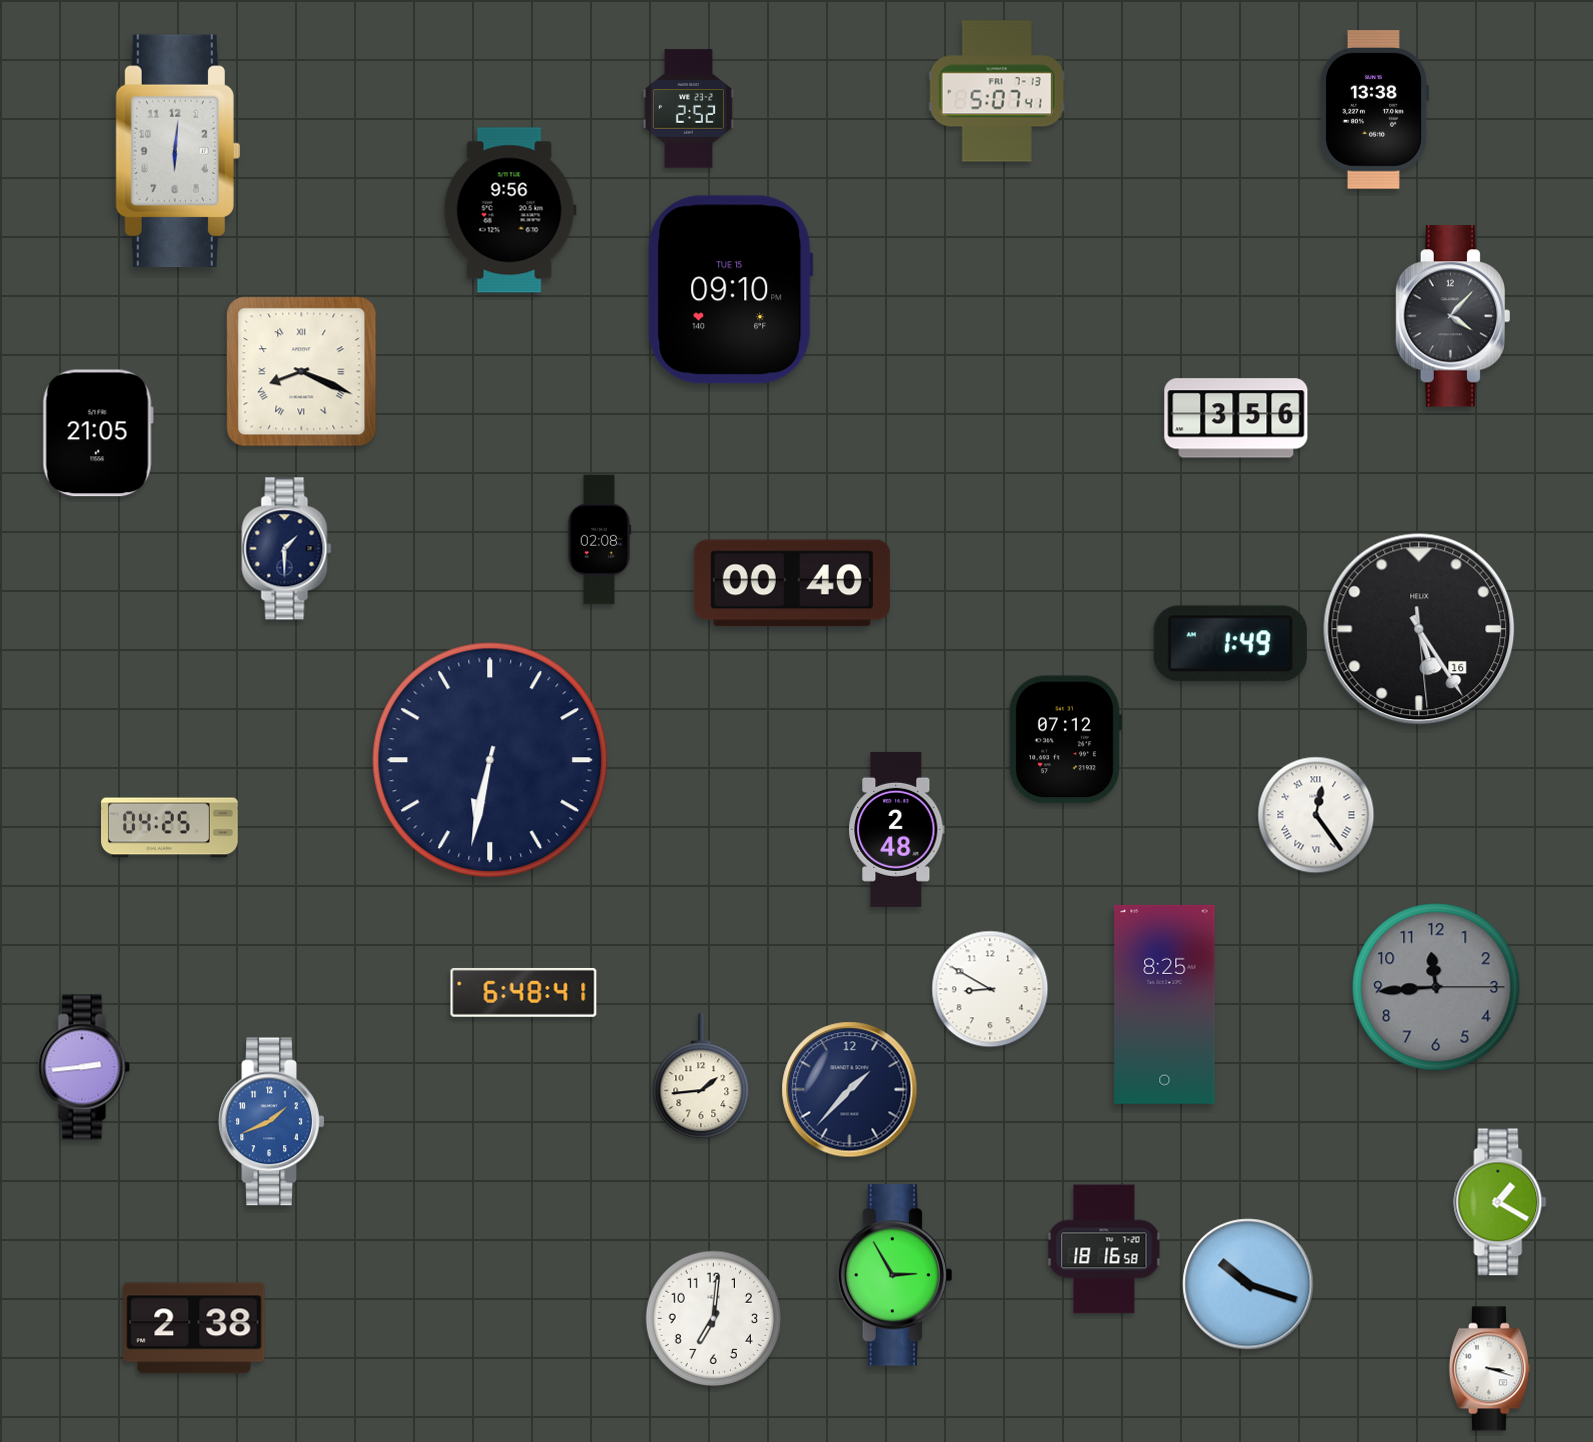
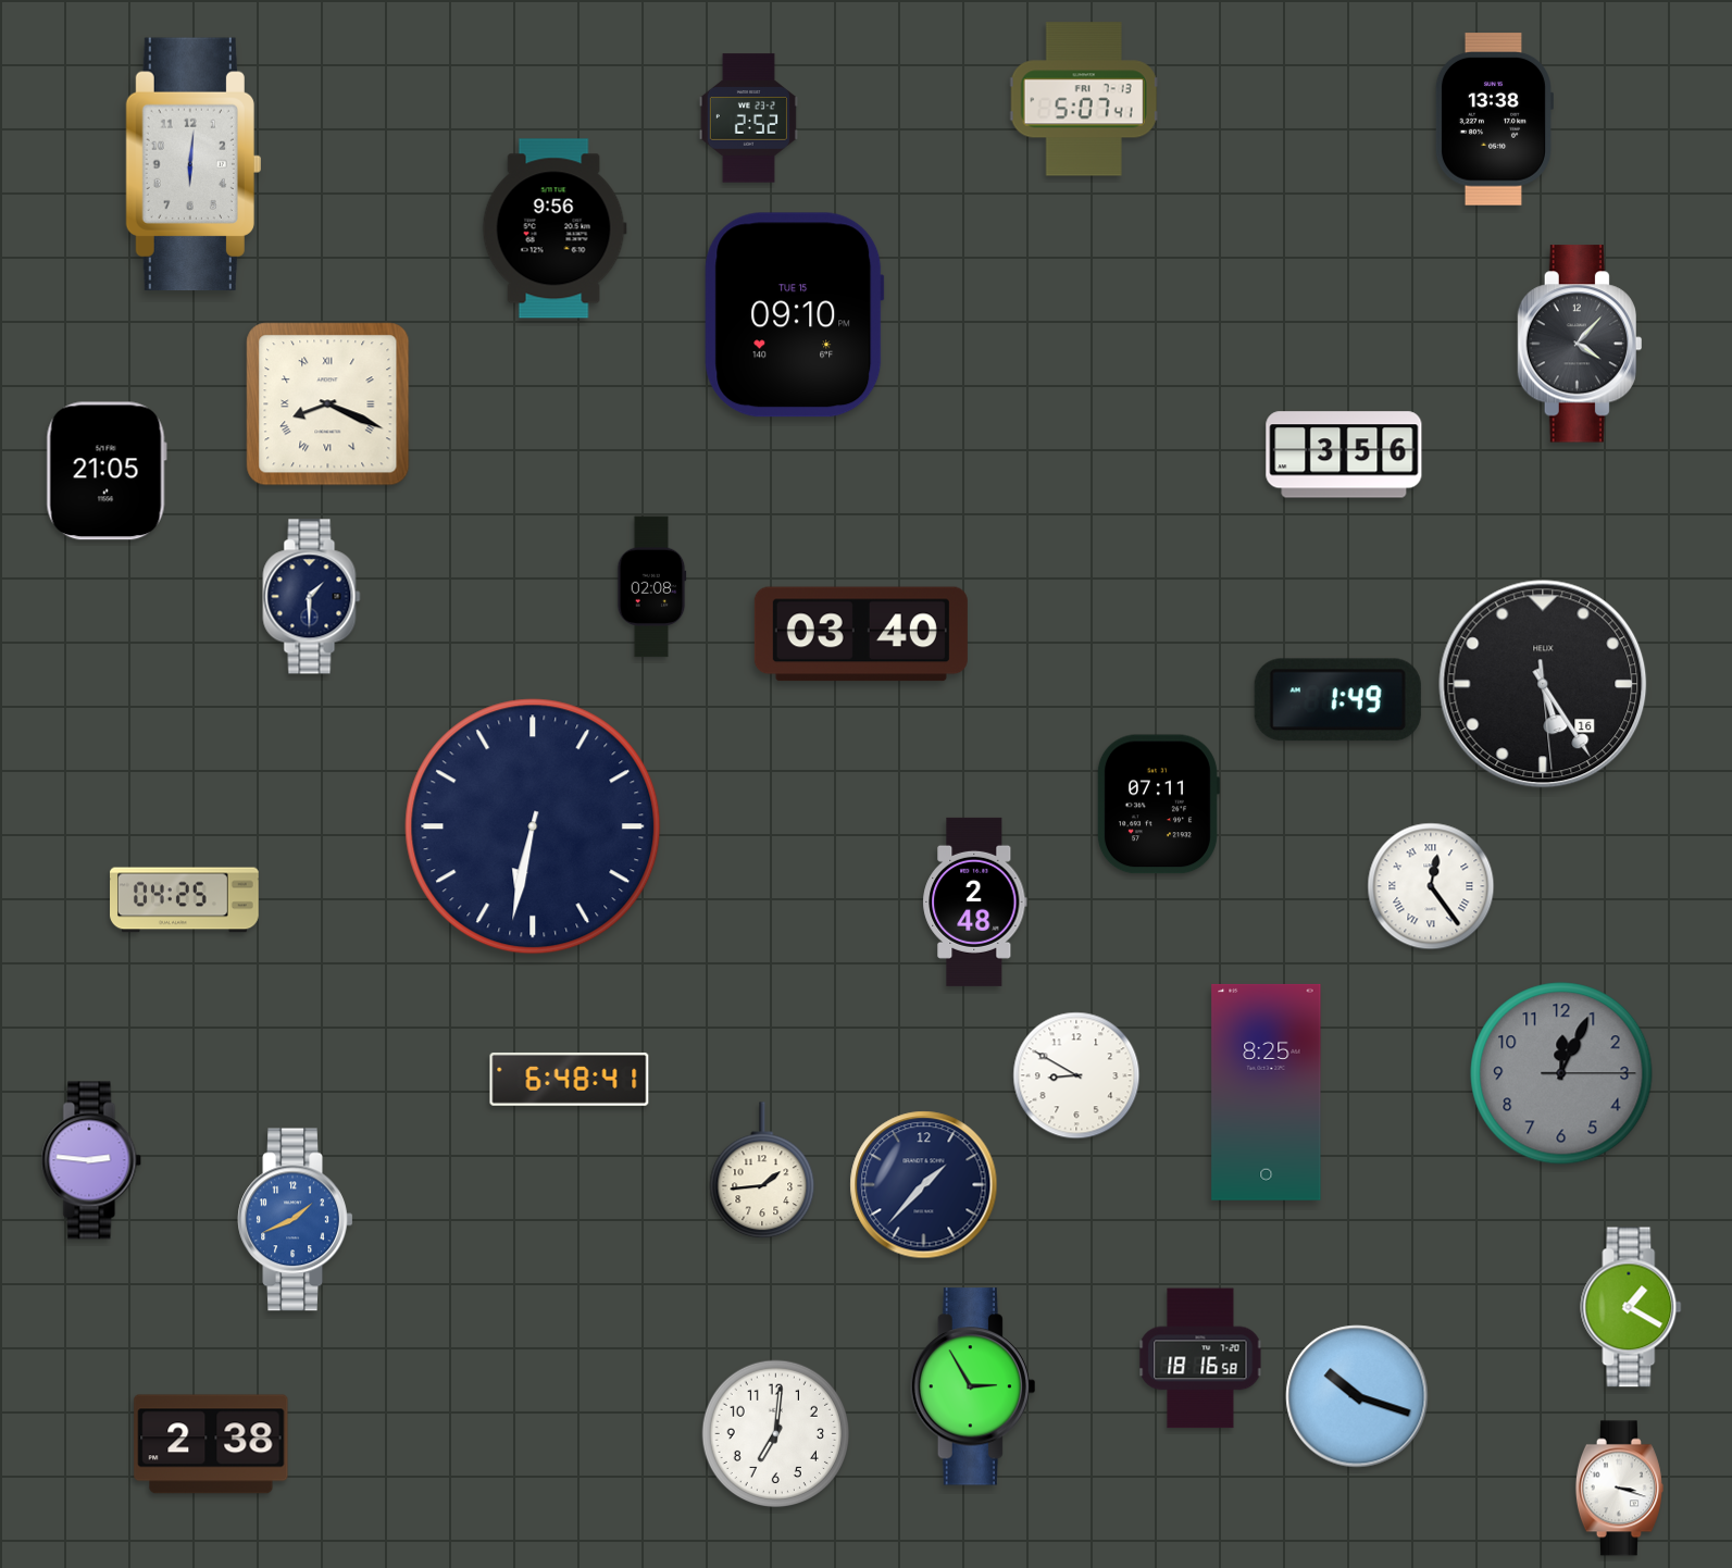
clock at (792, 583): 00:40 -> 03:40
clock at (1065, 740): 07:12 -> 07:11
clock at (1436, 987): 11:44 -> 12:04
clock at (84, 1067): 2:44 -> 2:46
